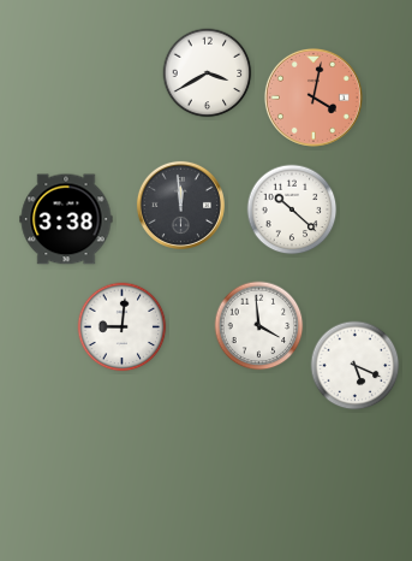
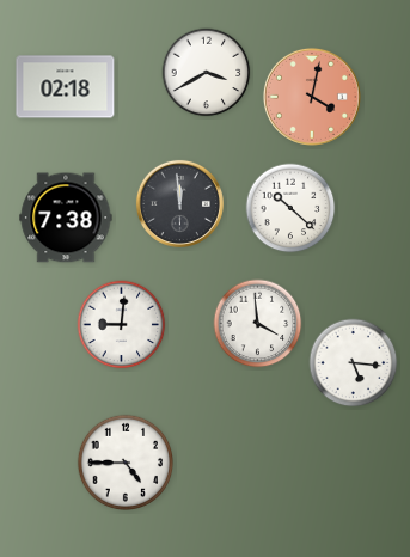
clock at (66, 87): none -> 02:18
clock at (66, 219): 3:38 -> 7:38
clock at (356, 366): 5:19 -> 5:16
clock at (124, 461): none -> 4:45
